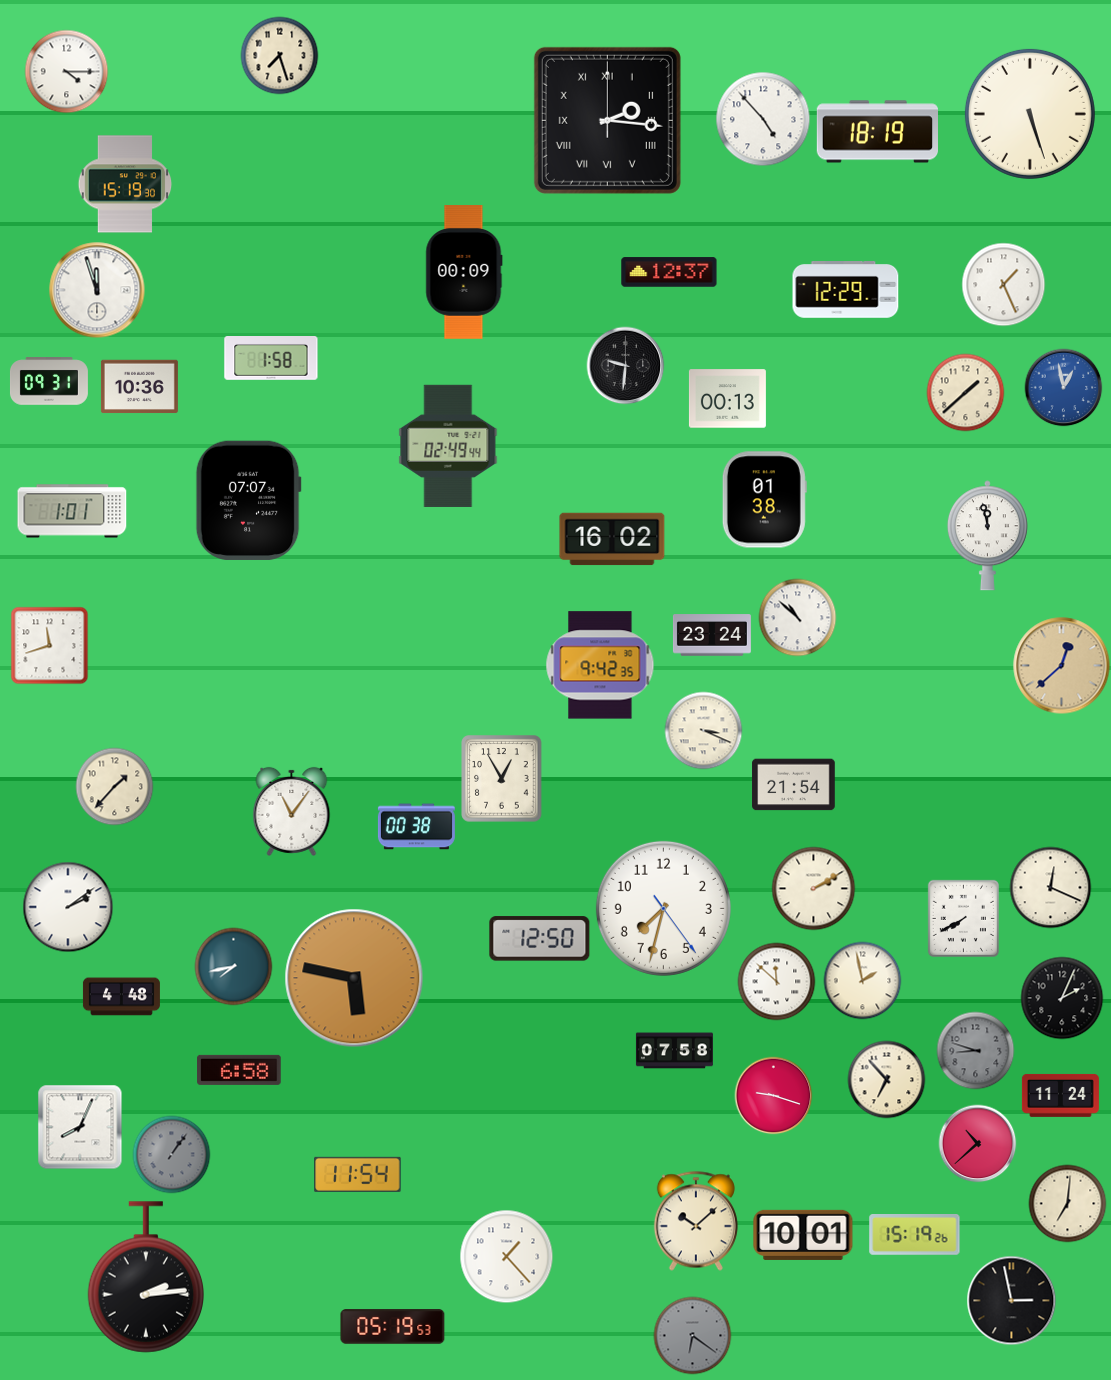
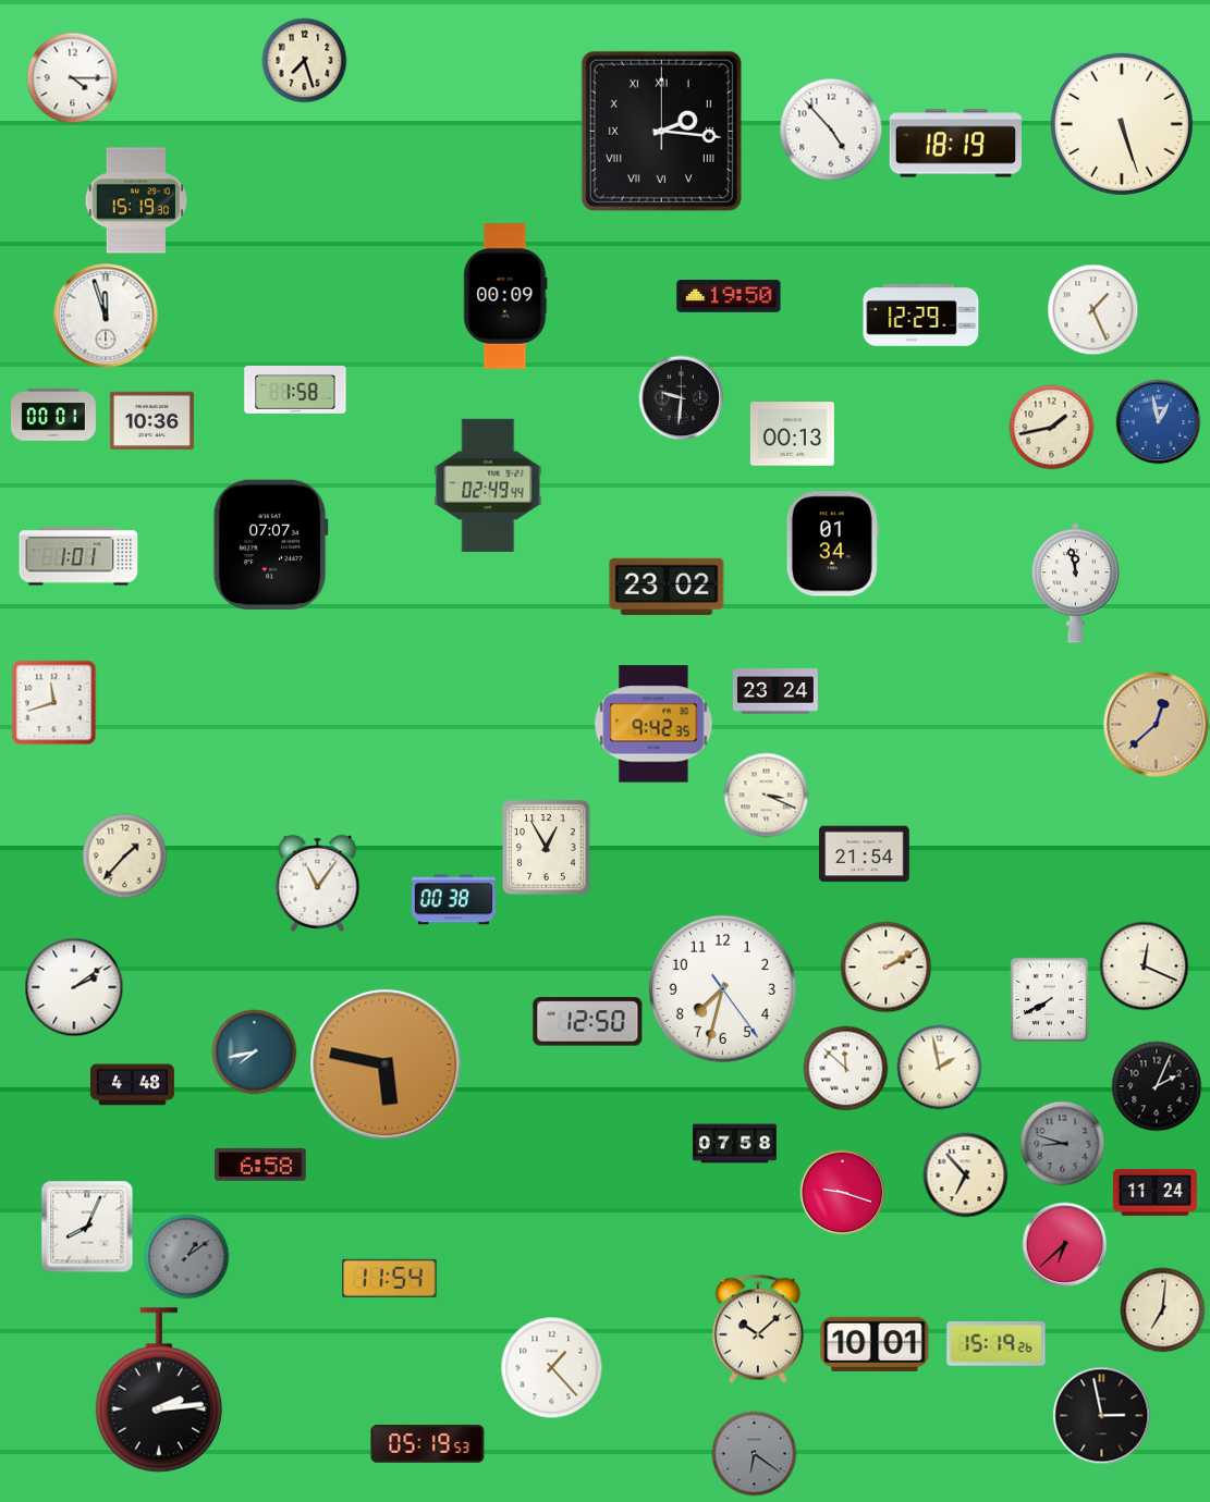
clock at (669, 272): 12:37 -> 19:50
clock at (49, 381): 09:31 -> 00:01
clock at (965, 392): 1:38 -> 1:43
clock at (764, 500): 01:38 -> 01:34
clock at (612, 539): 16:02 -> 23:02
clock at (797, 617): 10:52 -> none
clock at (977, 1143): 10:38 -> 6:38
clock at (171, 1154): 1:06 -> 1:09
